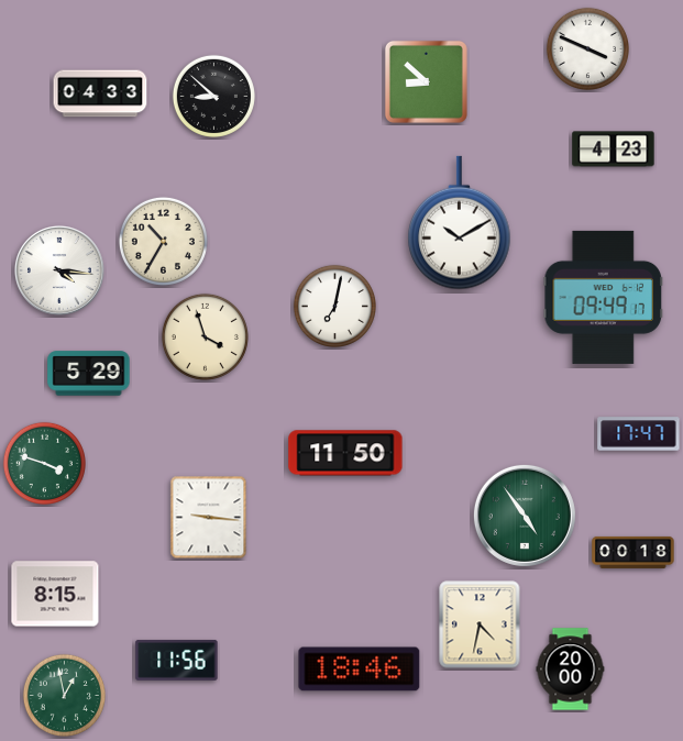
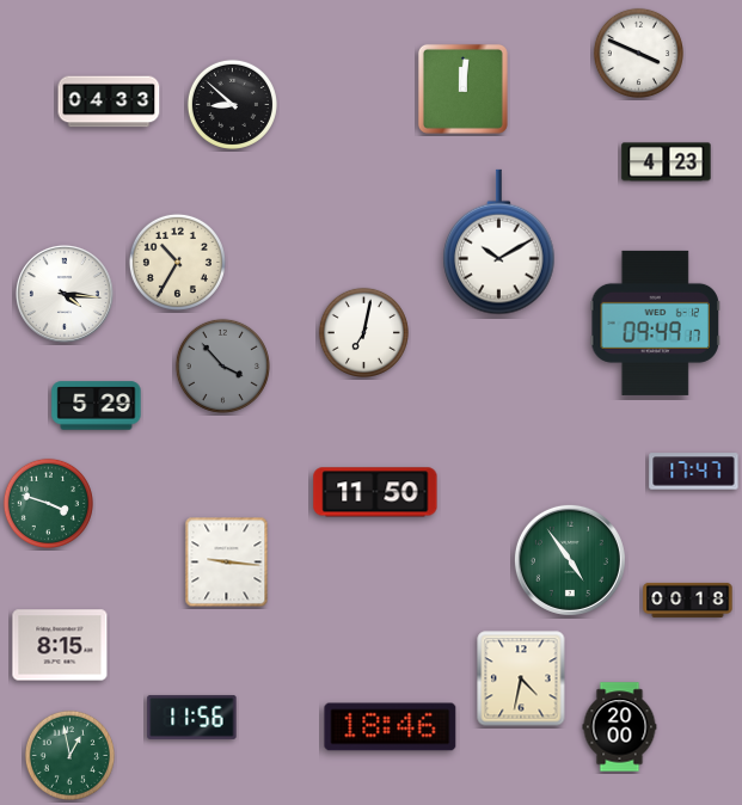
clock at (426, 81): 8:52 -> 12:01
clock at (205, 336): 3:57 -> 3:53
clock at (205, 336) dial: cream -> grey
